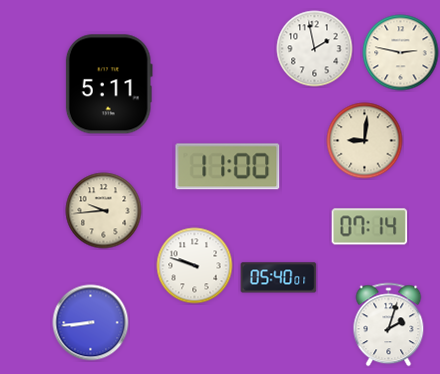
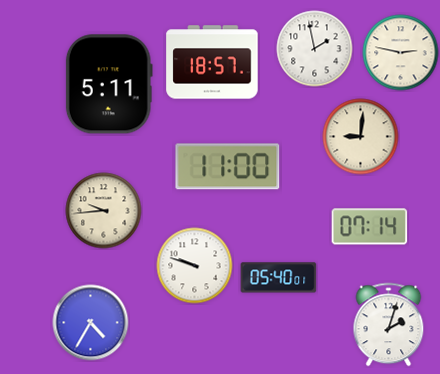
clock at (212, 62): none -> 18:57
clock at (365, 141) position: (365, 141) -> (361, 137)
clock at (91, 323): 8:44 -> 4:35
